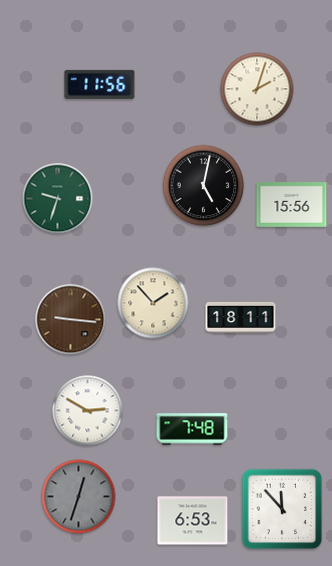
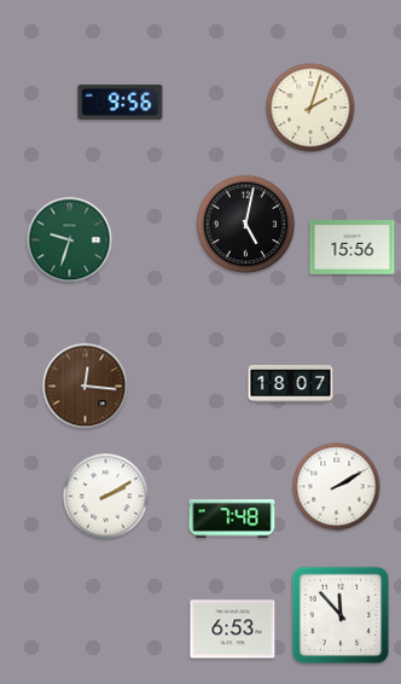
clock at (100, 84): 11:56 -> 9:56
clock at (153, 303): 1:53 -> none
clock at (241, 317): 18:11 -> 18:07
clock at (71, 320): 9:16 -> 12:16
clock at (337, 487): none -> 2:10
clock at (88, 411): 2:50 -> 2:10
clock at (79, 497): 12:33 -> none
